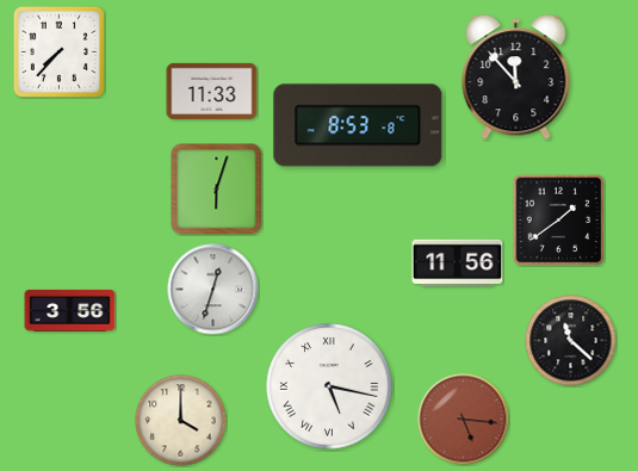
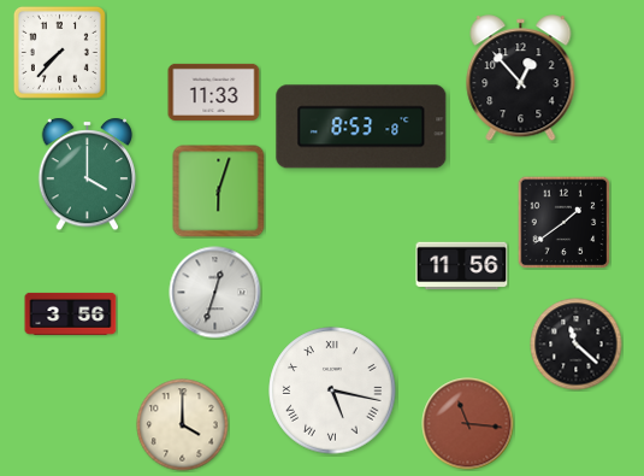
clock at (516, 78): 11:53 -> 12:53
clock at (88, 175): none -> 4:00
clock at (464, 420): 5:16 -> 11:16
